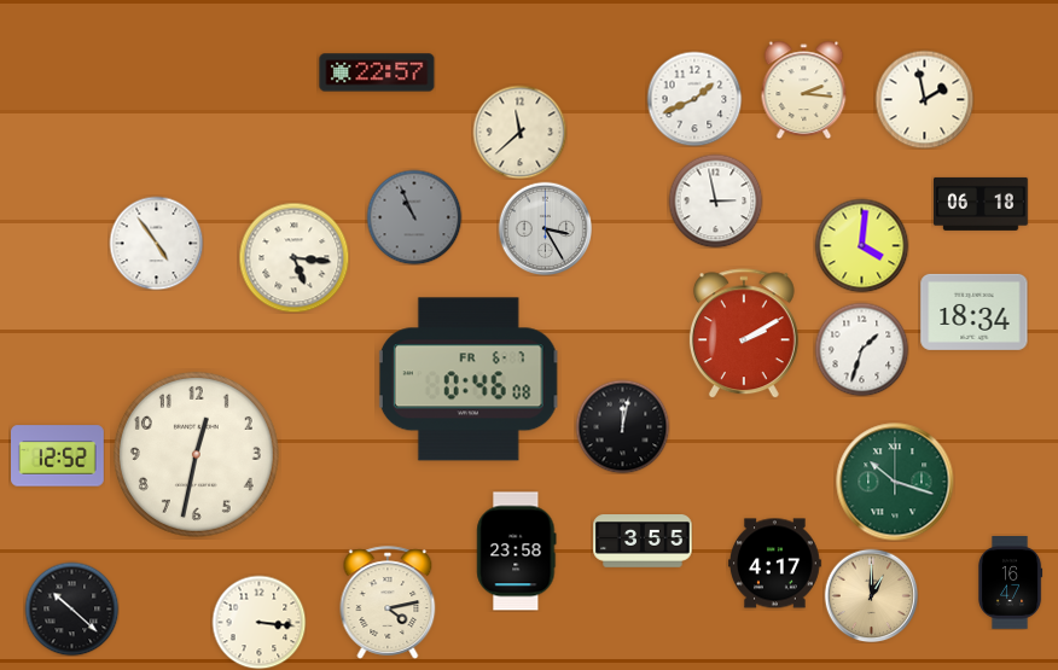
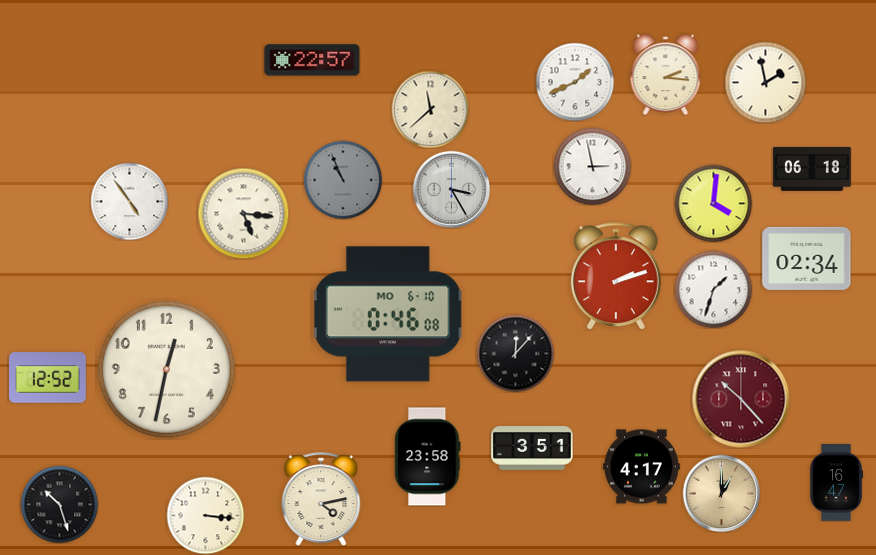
clock at (975, 311): 18:34 -> 02:34
clock at (744, 333): 2:10 -> 2:12
clock at (469, 379) date: FR 6-7 -> MO 6-10
clock at (622, 426): 12:02 -> 12:07
clock at (196, 454) position: (196, 454) -> (166, 369)
clock at (895, 482): 10:18 -> 10:23
clock at (895, 482) dial: green -> burgundy
clock at (643, 542): 3:55 -> 3:51
clock at (71, 608): 10:22 -> 10:27
clock at (258, 622) position: (258, 622) -> (205, 515)
